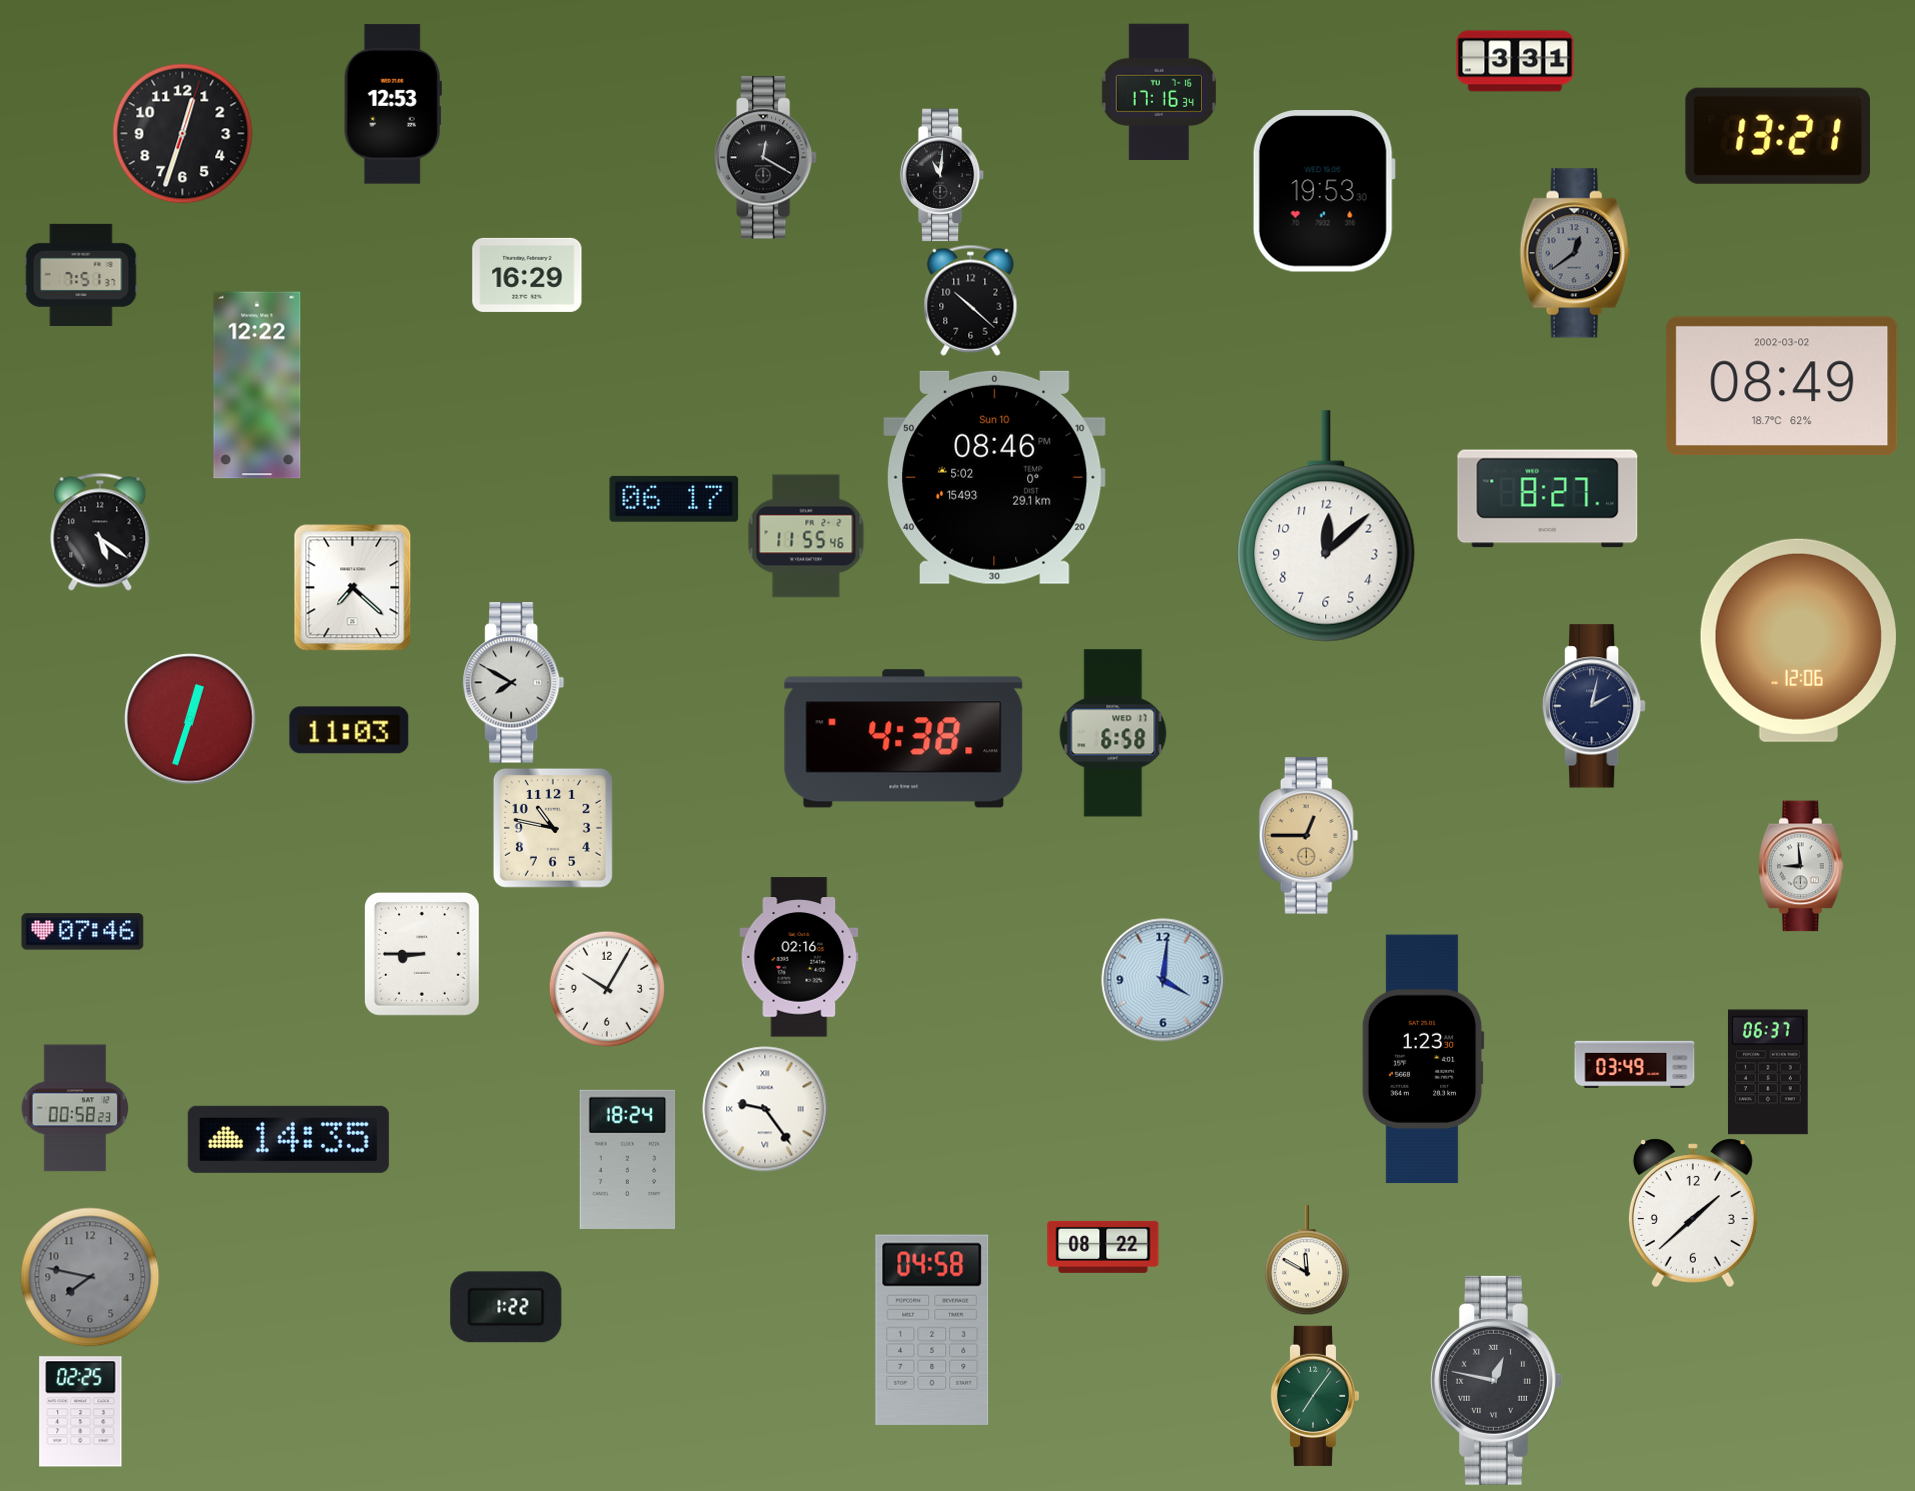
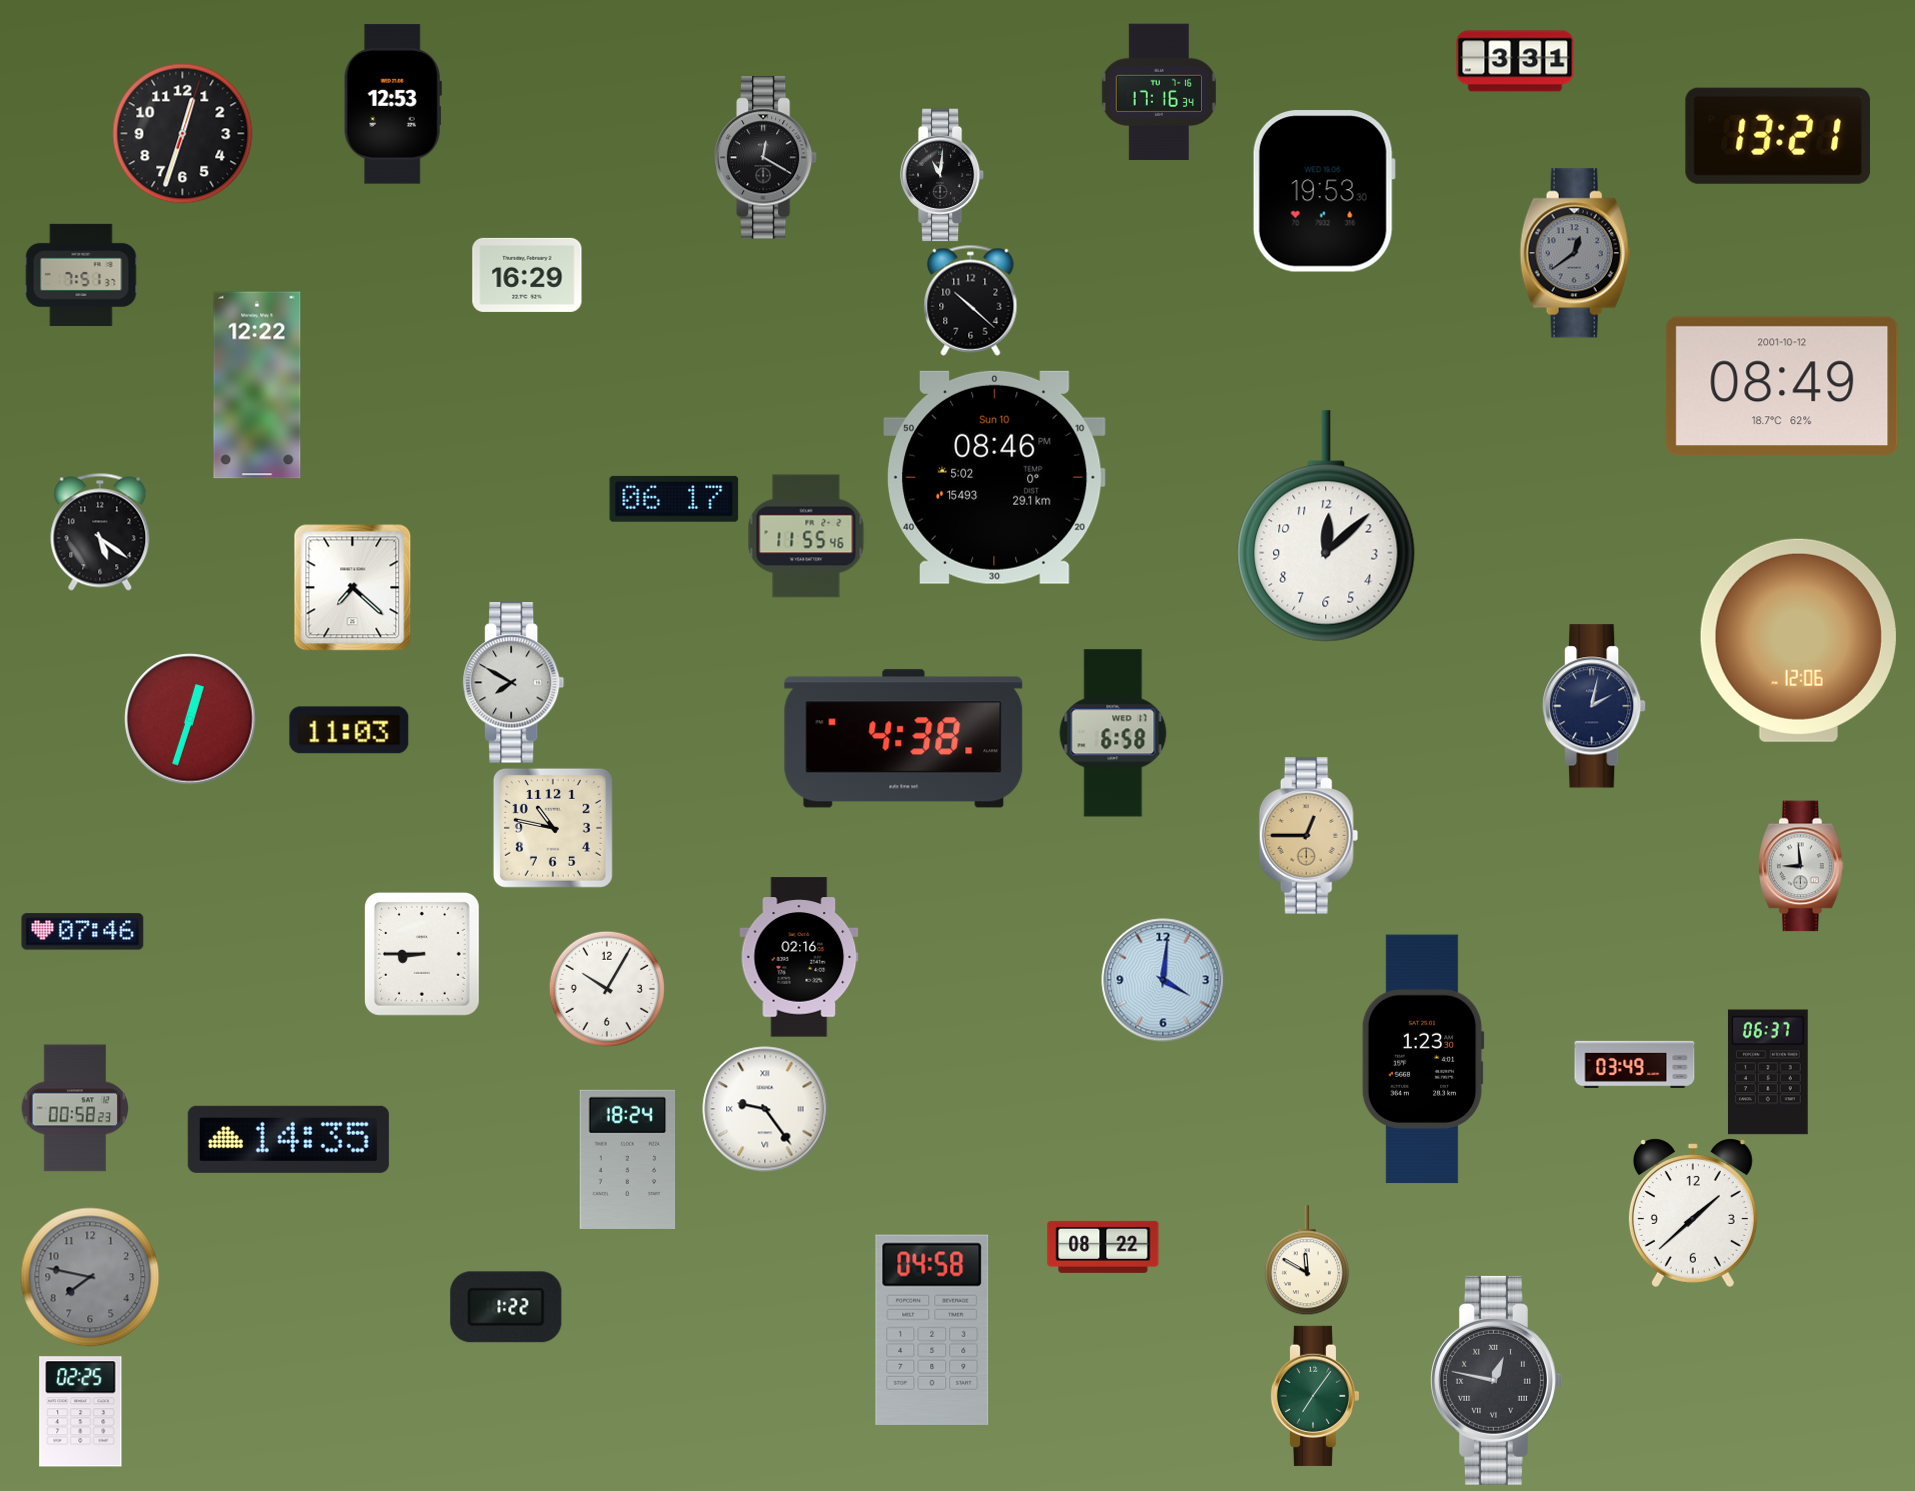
clock at (1782, 386) date: 2002-03-02 -> 2001-10-12
clock at (1548, 499): 8:27 -> none
